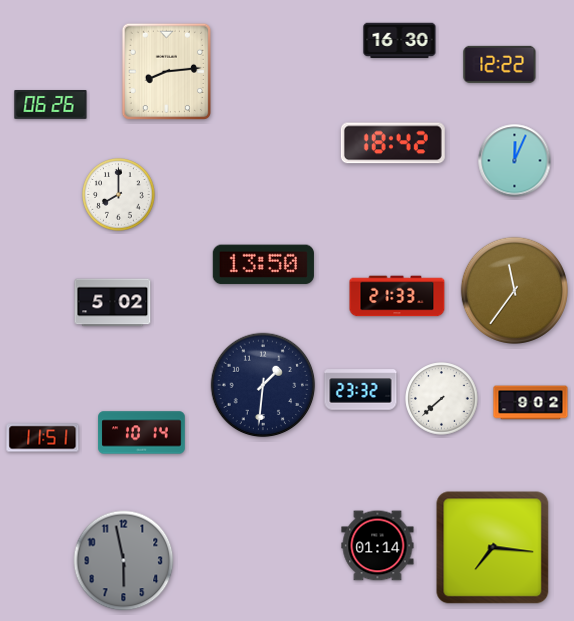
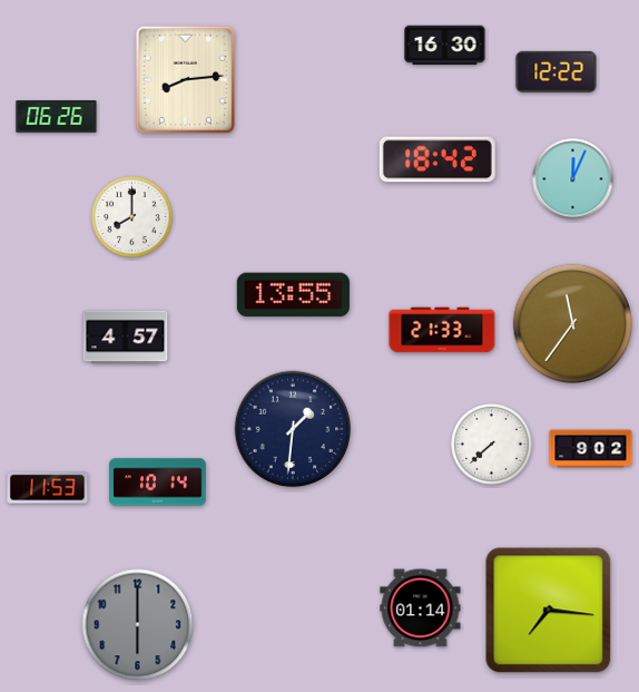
clock at (263, 265): 13:50 -> 13:55
clock at (113, 303): 5:02 -> 4:57
clock at (361, 390): 23:32 -> none
clock at (43, 438): 11:51 -> 11:53
clock at (124, 561): 5:58 -> 6:00
